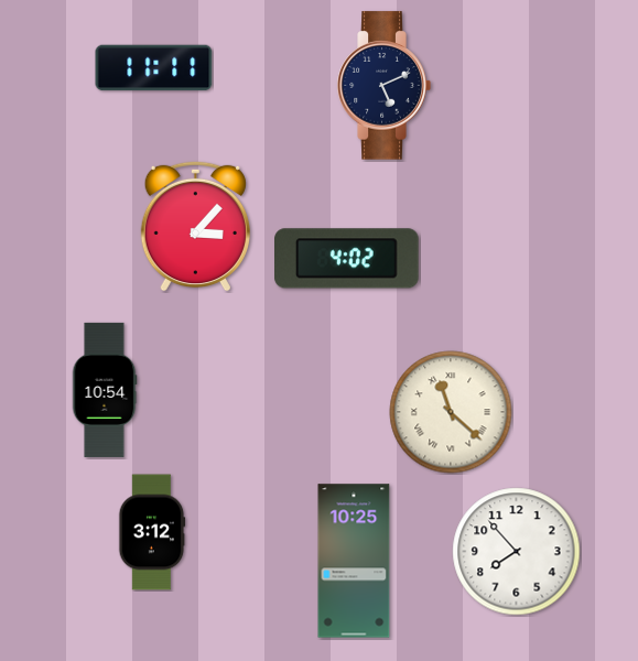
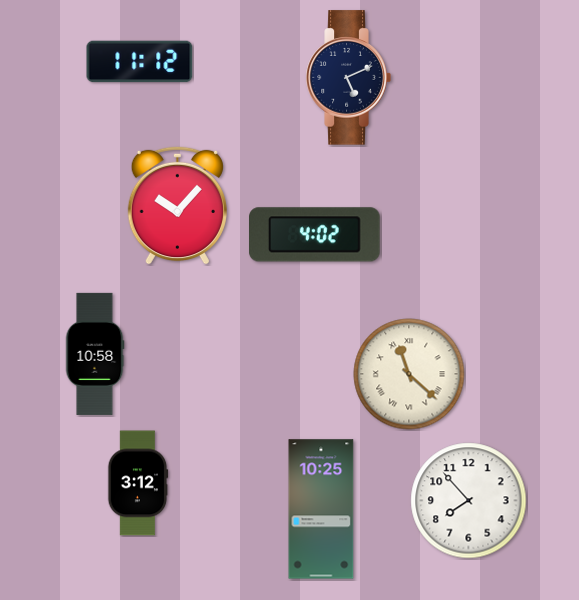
clock at (154, 68): 11:11 -> 11:12
clock at (195, 226): 3:07 -> 10:07
clock at (105, 390): 10:54 -> 10:58
